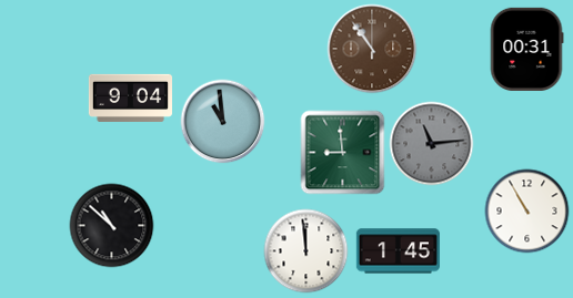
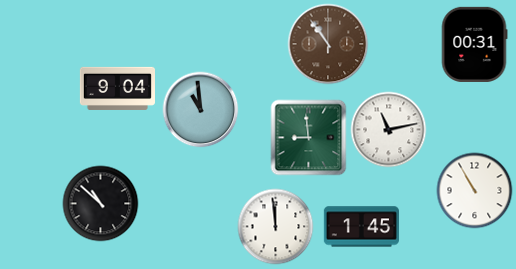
clock at (372, 49) position: (372, 49) -> (328, 44)
clock at (432, 144): 11:14 -> 11:13
clock at (432, 144) dial: grey -> white
clock at (398, 251) position: (398, 251) -> (361, 227)
